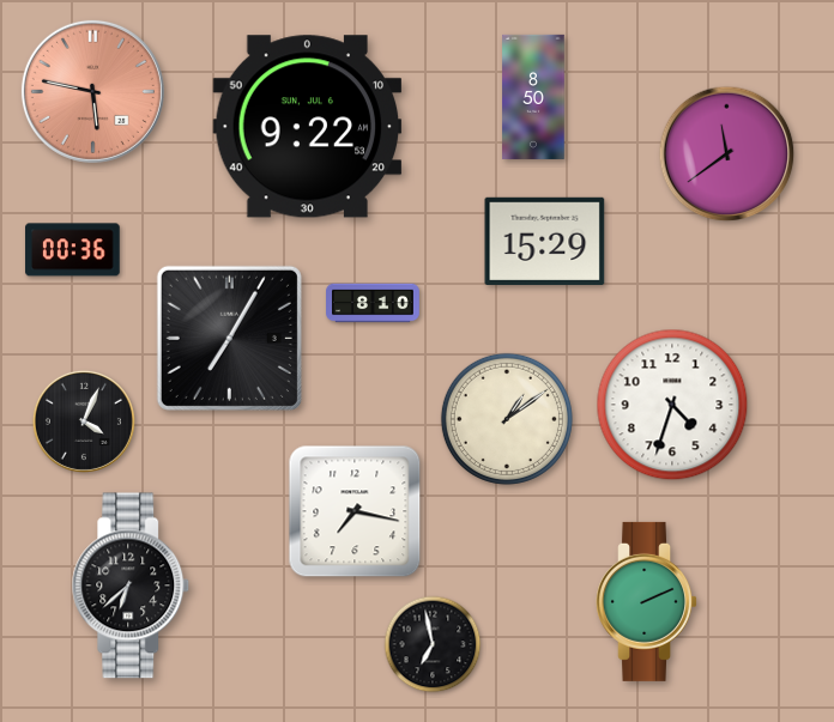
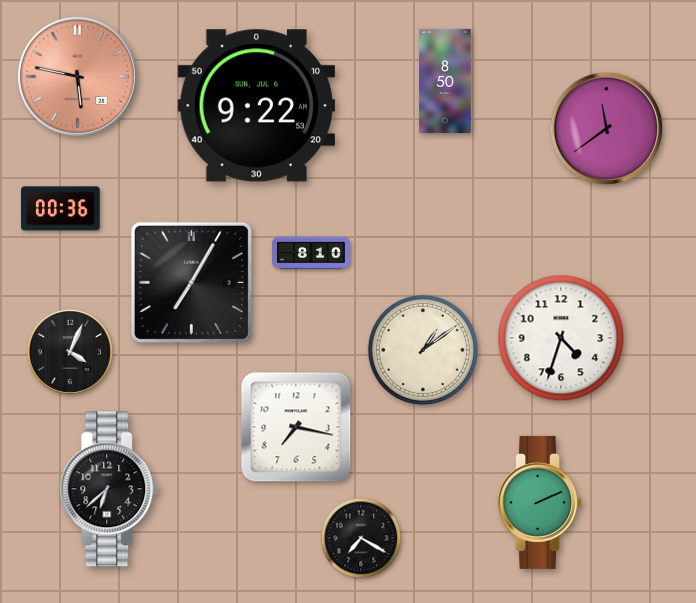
clock at (545, 241): 15:29 -> none
clock at (433, 644): 6:58 -> 7:20
